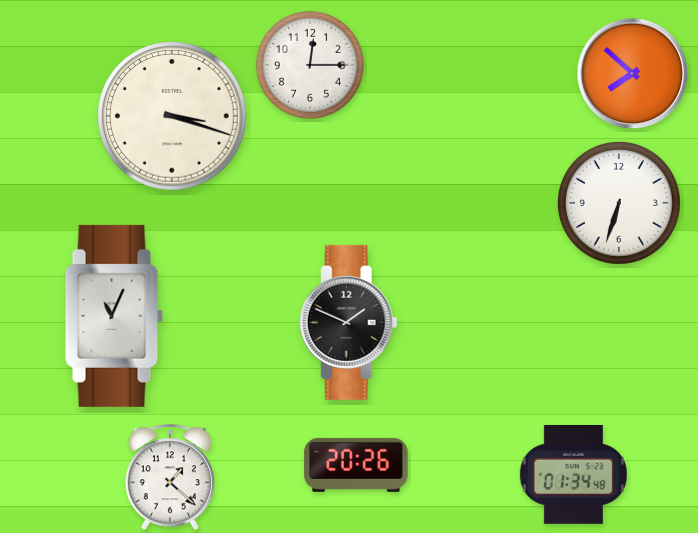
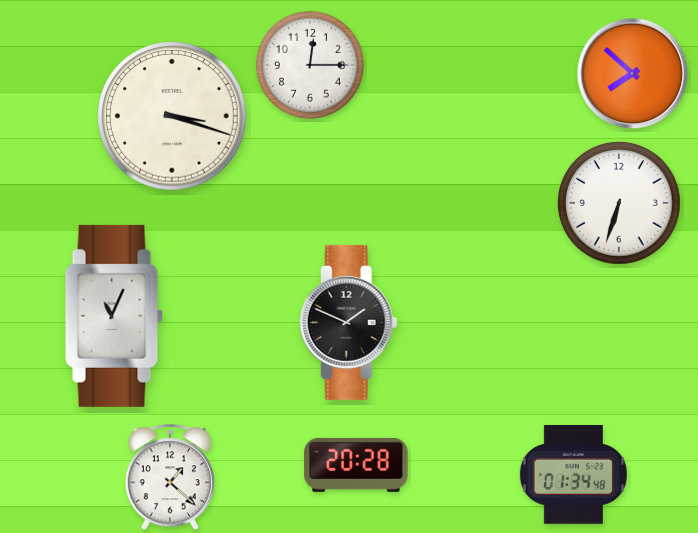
clock at (356, 465): 20:26 -> 20:28
